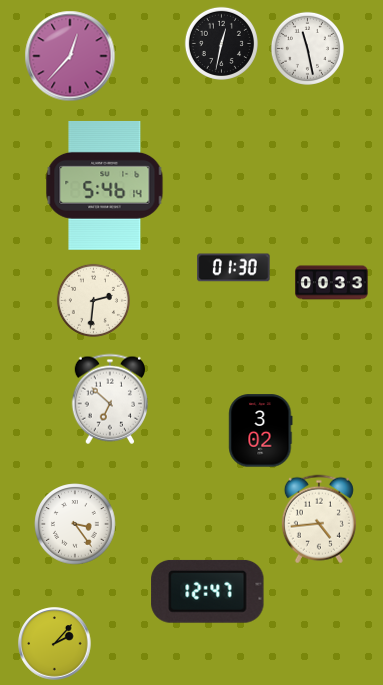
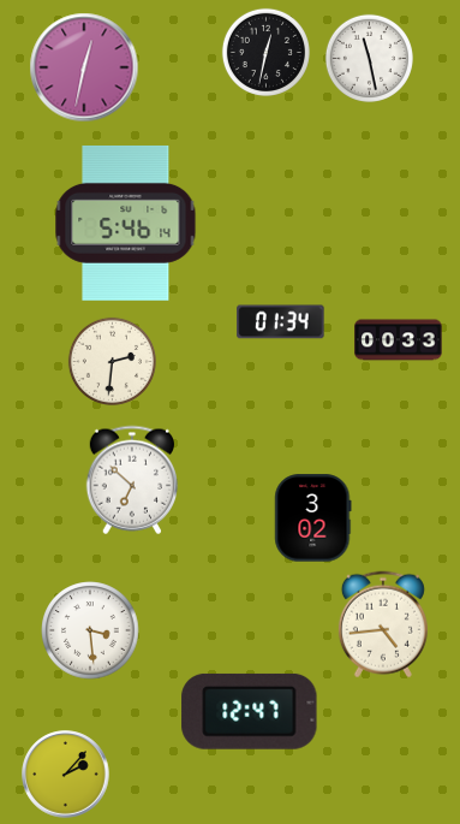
clock at (70, 56): 12:37 -> 12:32
clock at (234, 268): 01:30 -> 01:34
clock at (75, 524): 3:24 -> 3:29
